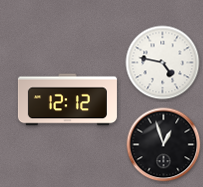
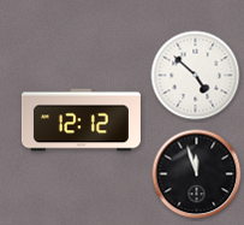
clock at (163, 63): 4:47 -> 4:52
clock at (164, 145): 12:57 -> 11:57
